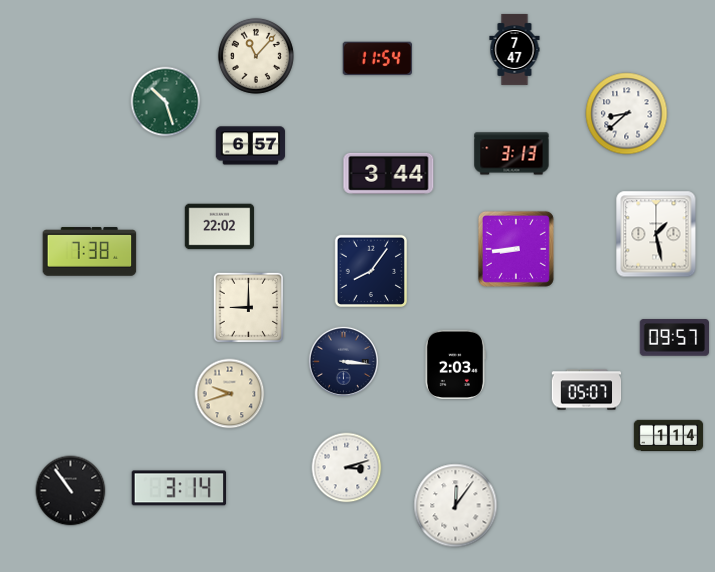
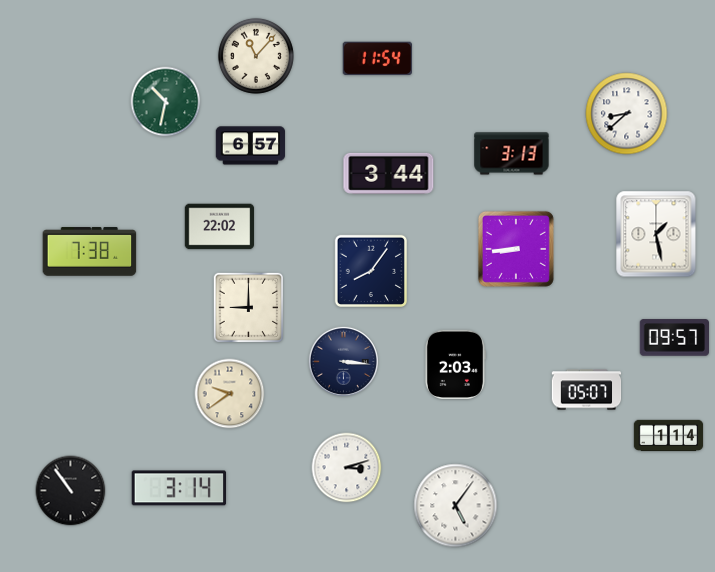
clock at (515, 49): 7:47 -> none
clock at (166, 102): 10:27 -> 10:32
clock at (230, 394): 9:42 -> 9:39
clock at (456, 506): 12:06 -> 5:06
